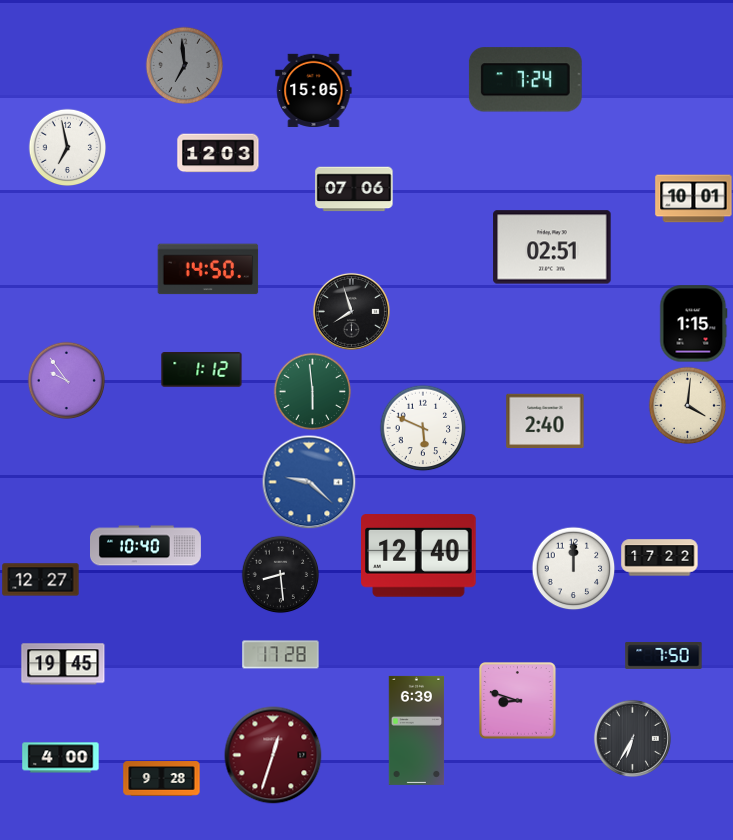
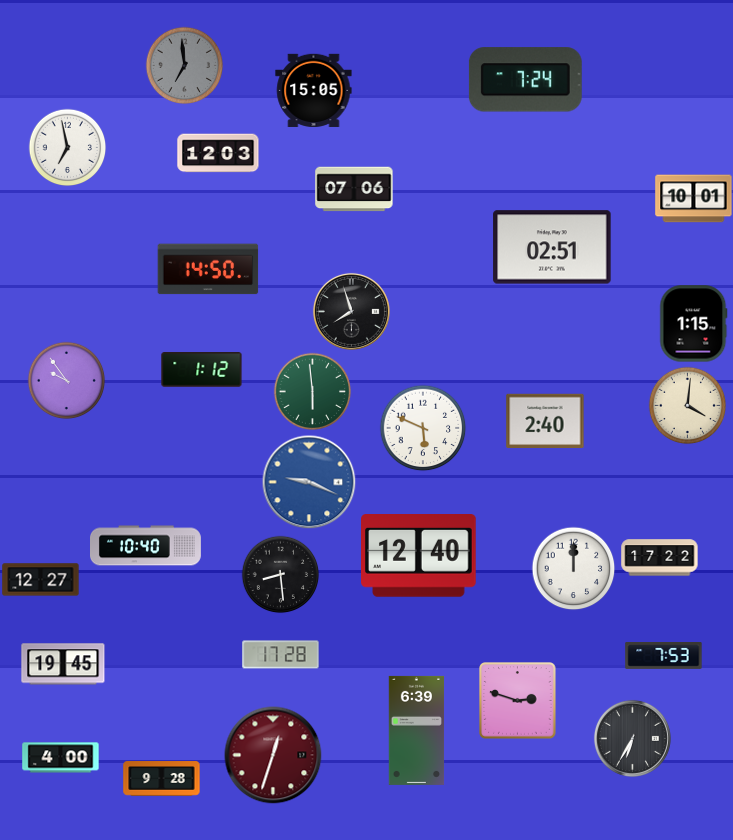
clock at (309, 482): 9:22 -> 9:19
clock at (664, 656): 7:50 -> 7:53
clock at (518, 701): 8:48 -> 2:48
